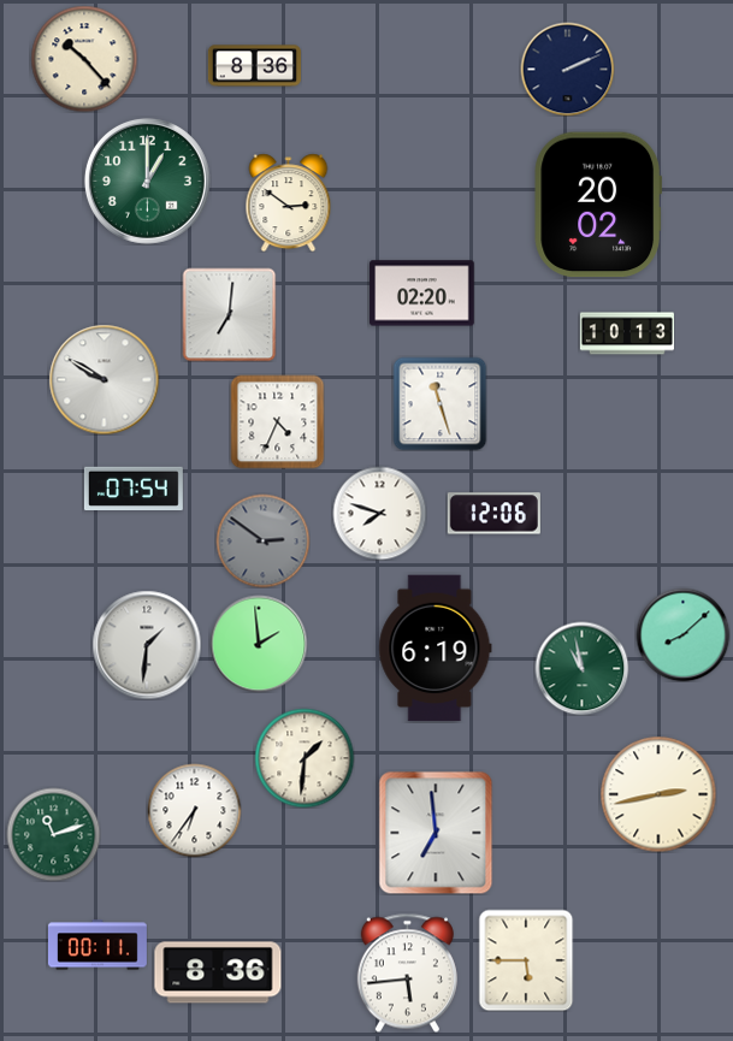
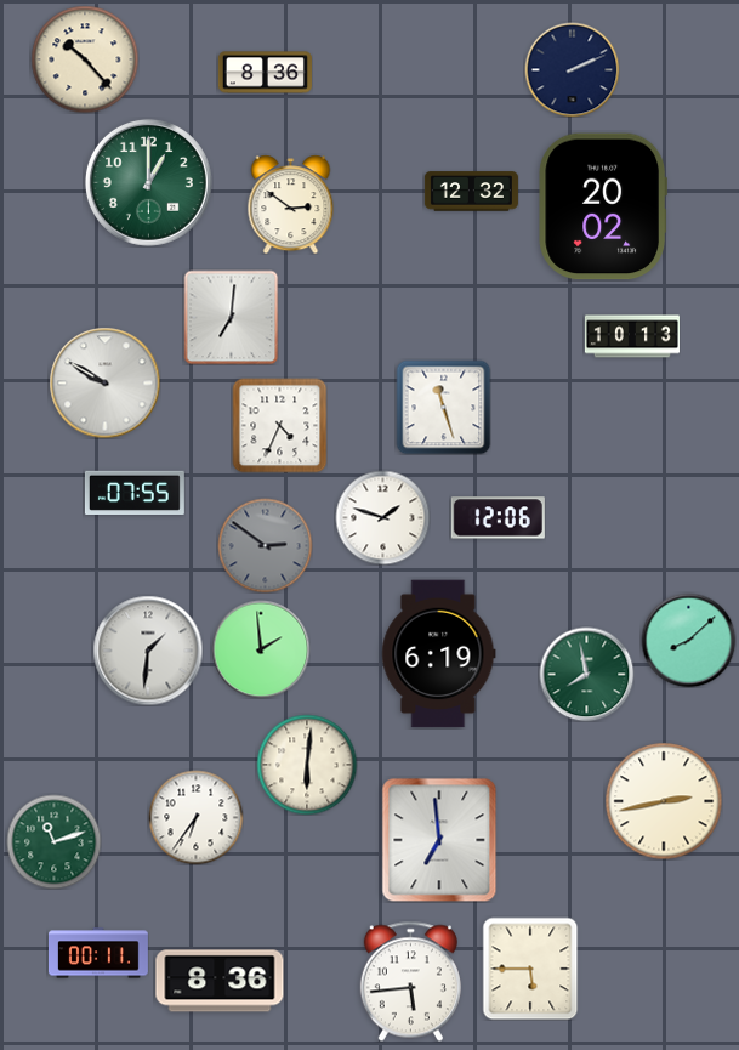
clock at (254, 66) position: (254, 66) -> (265, 73)
clock at (471, 192): none -> 12:32
clock at (422, 294): 02:20 -> none
clock at (134, 489): 07:54 -> 07:55
clock at (379, 513): 7:48 -> 1:48
clock at (581, 668): 10:58 -> 7:58
clock at (305, 758): 1:31 -> 6:01
